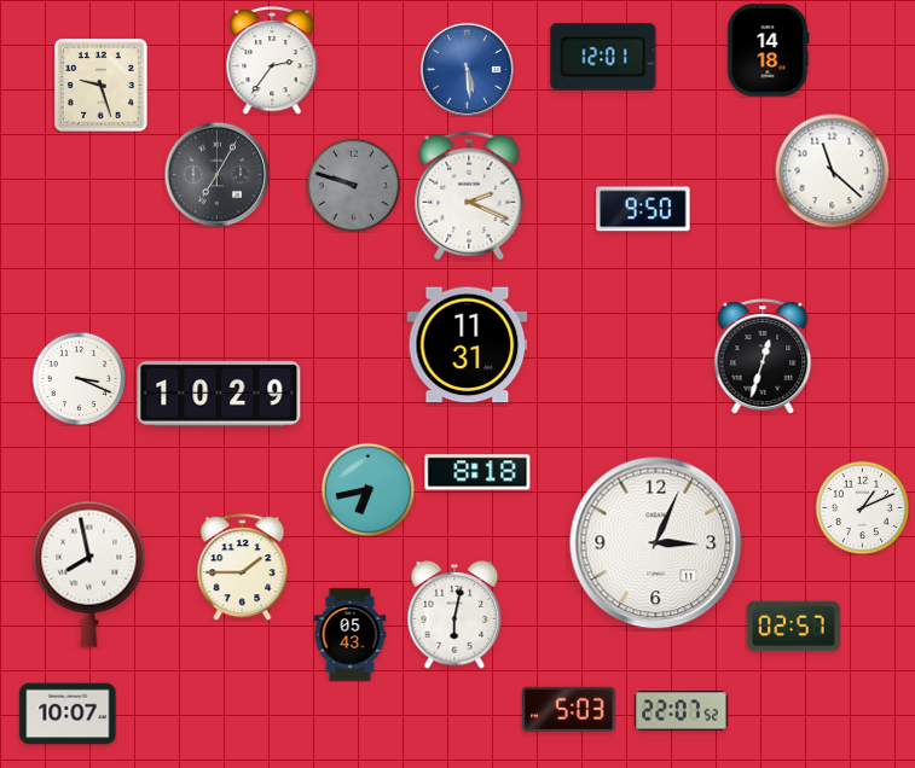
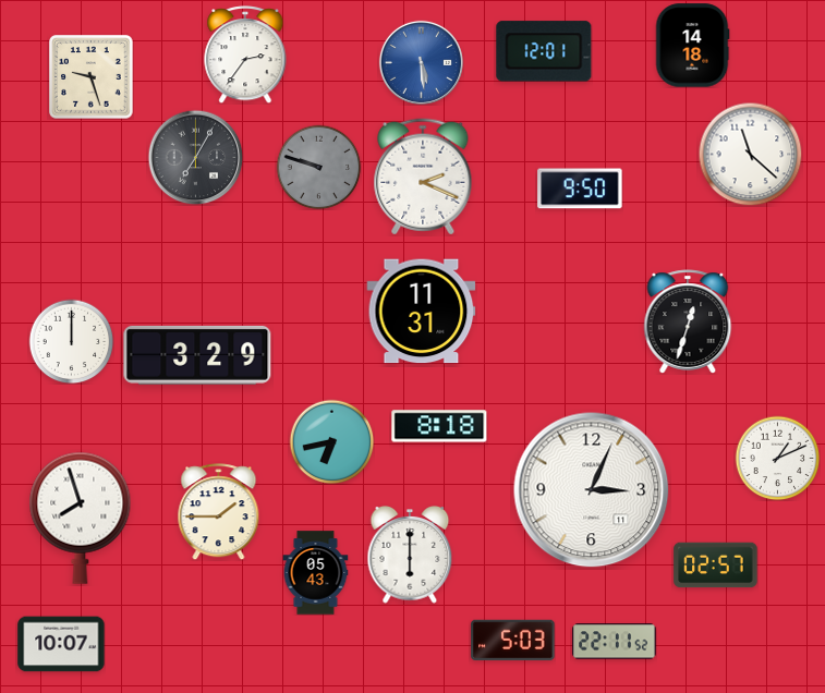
clock at (79, 378): 3:19 -> 12:00
clock at (219, 394): 10:29 -> 3:29
clock at (477, 472) position: (477, 472) -> (439, 426)
clock at (89, 574): 7:58 -> 7:57
clock at (454, 616): 6:02 -> 6:00
clock at (682, 711): 22:07 -> 22:11
